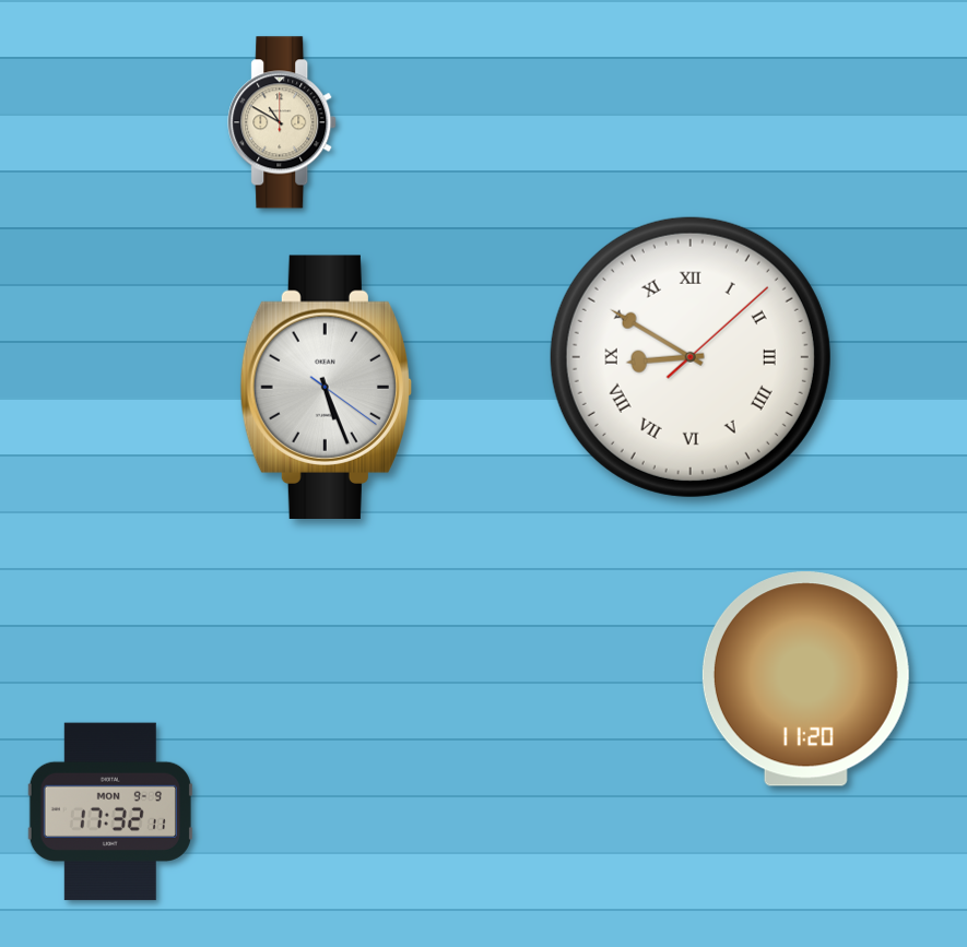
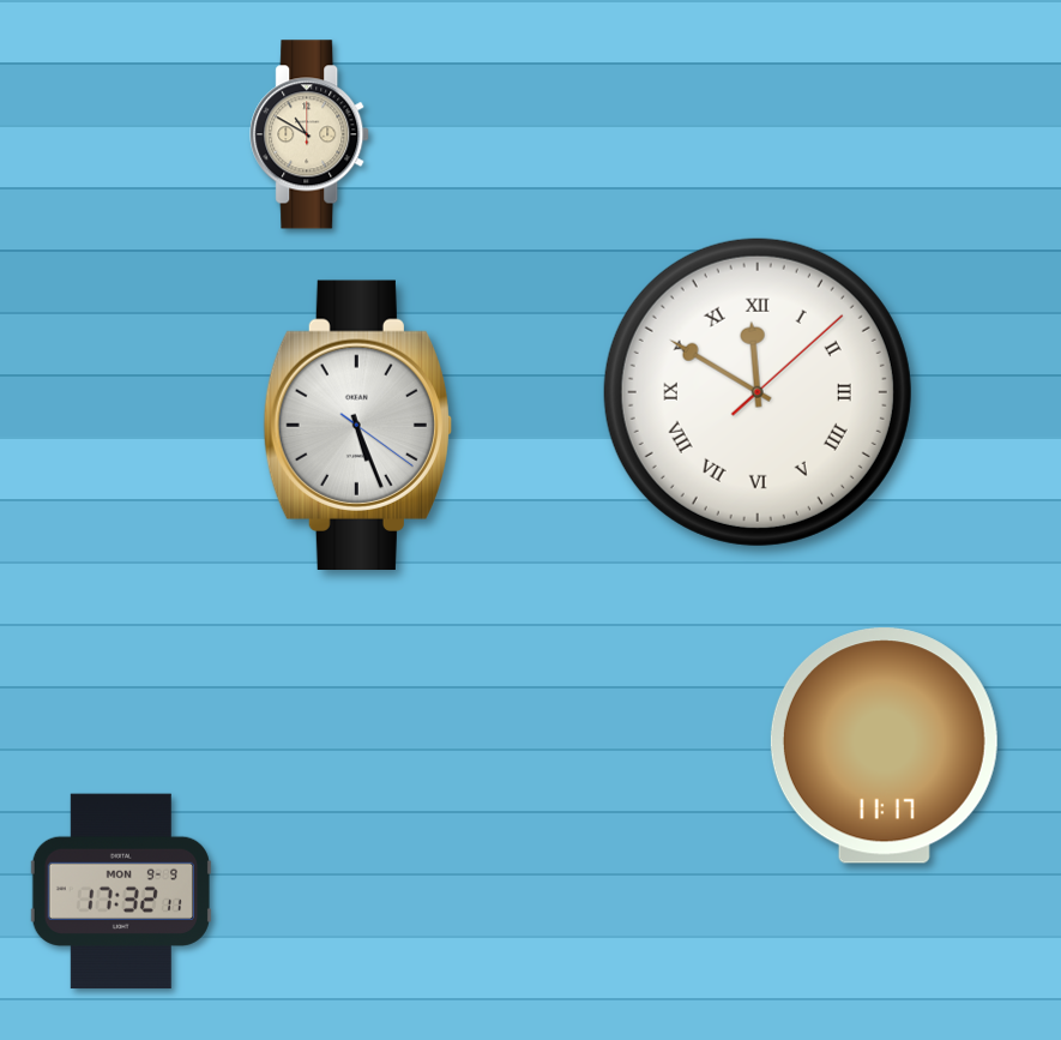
clock at (691, 357): 8:50 -> 11:50
clock at (805, 679): 11:20 -> 11:17
